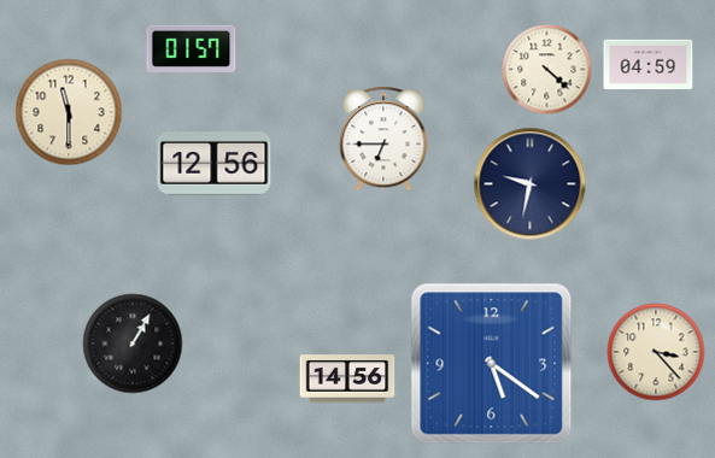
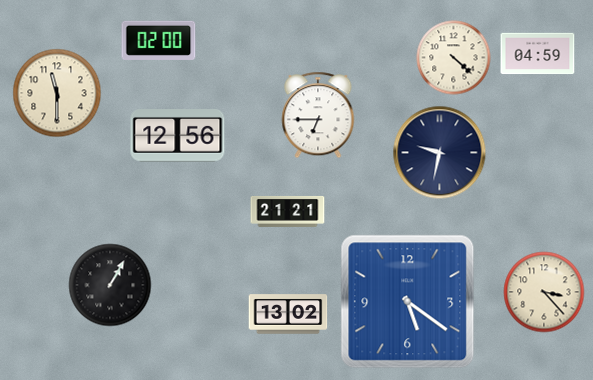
clock at (192, 48): 01:57 -> 02:00
clock at (288, 211): none -> 21:21
clock at (347, 378): 14:56 -> 13:02
